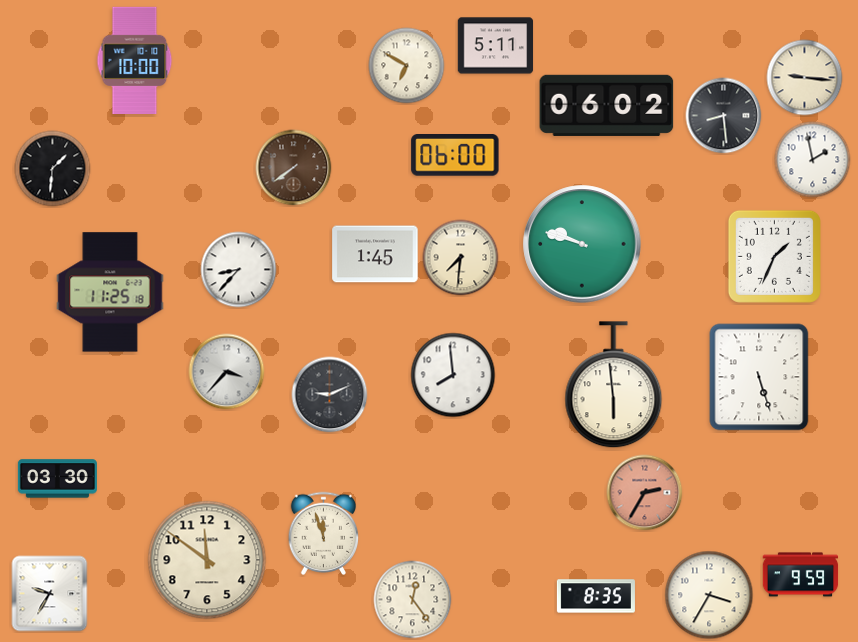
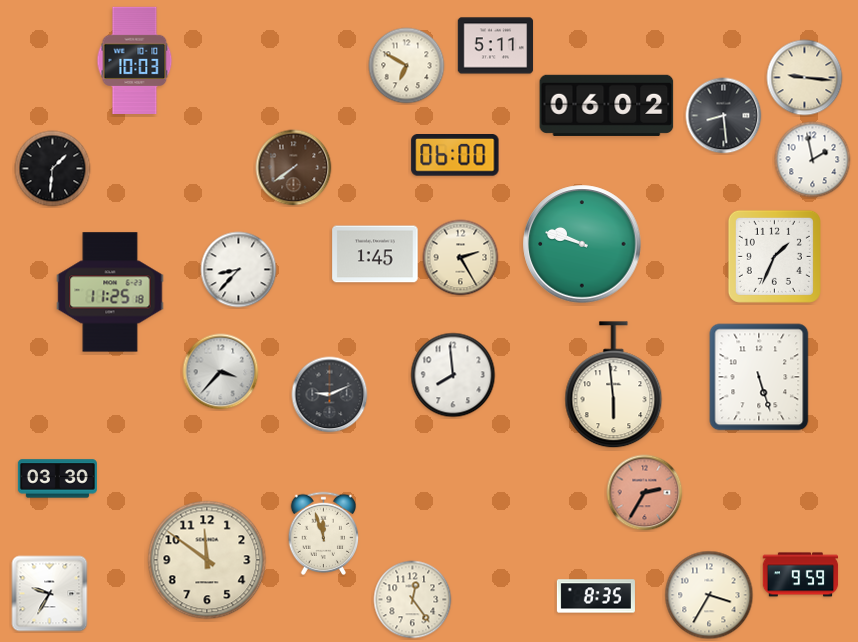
clock at (135, 60): 10:00 -> 10:03
clock at (461, 258): 7:31 -> 2:25
clock at (227, 372) position: (227, 372) -> (221, 372)
